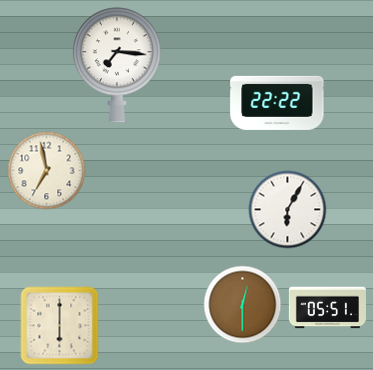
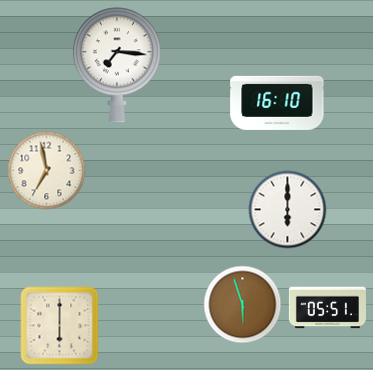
clock at (277, 103): 22:22 -> 16:10
clock at (287, 209): 6:05 -> 6:00
clock at (242, 304): 12:30 -> 5:57
